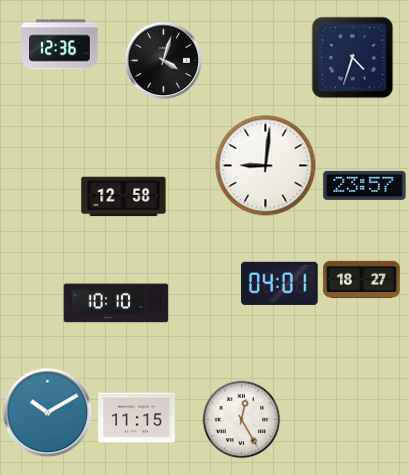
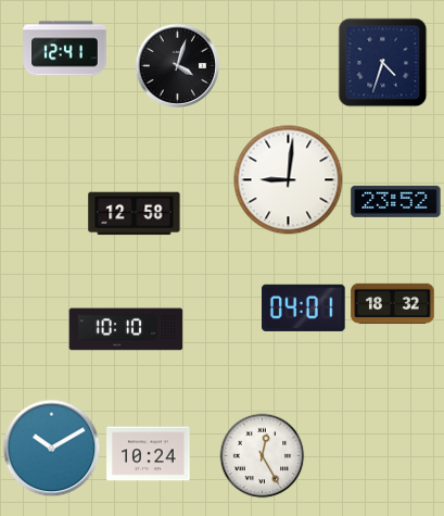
clock at (60, 45): 12:36 -> 12:41
clock at (365, 185): 23:57 -> 23:52
clock at (362, 280): 18:27 -> 18:32
clock at (137, 418): 11:15 -> 10:24
